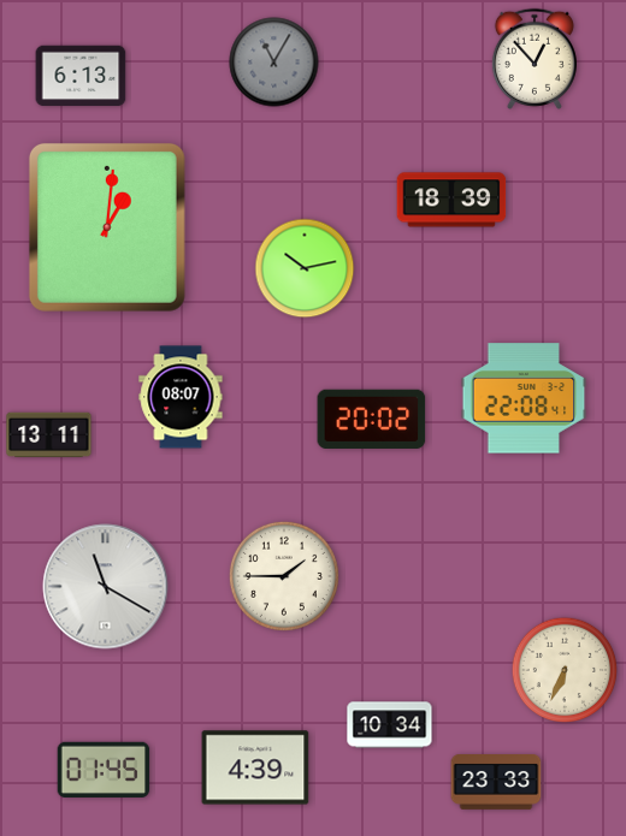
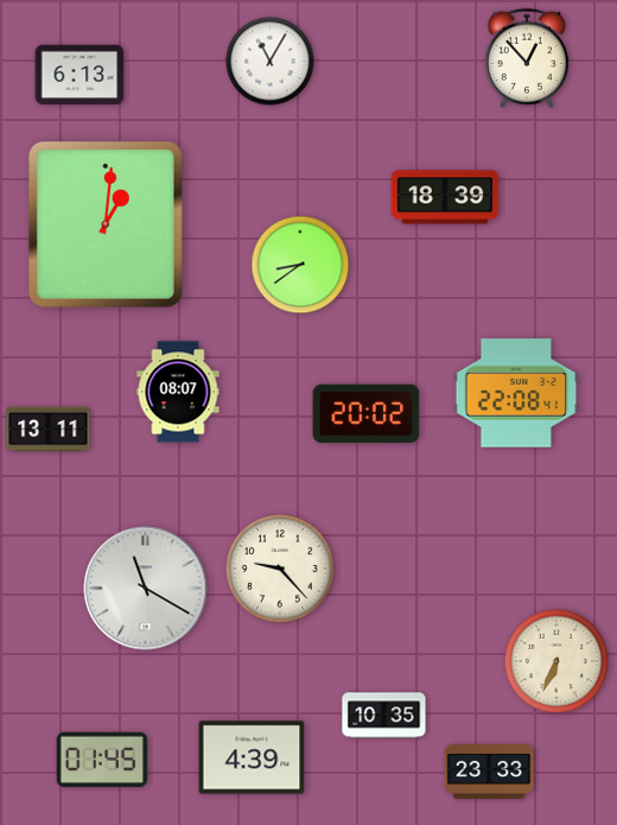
clock at (274, 63) dial: grey -> white
clock at (305, 268): 10:13 -> 8:39
clock at (284, 576): 1:45 -> 9:23
clock at (106, 587) position: (106, 587) -> (146, 589)
clock at (390, 725): 10:34 -> 10:35
